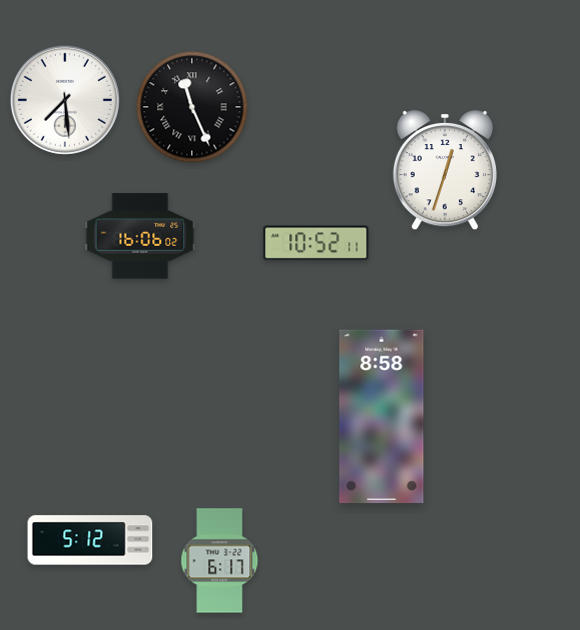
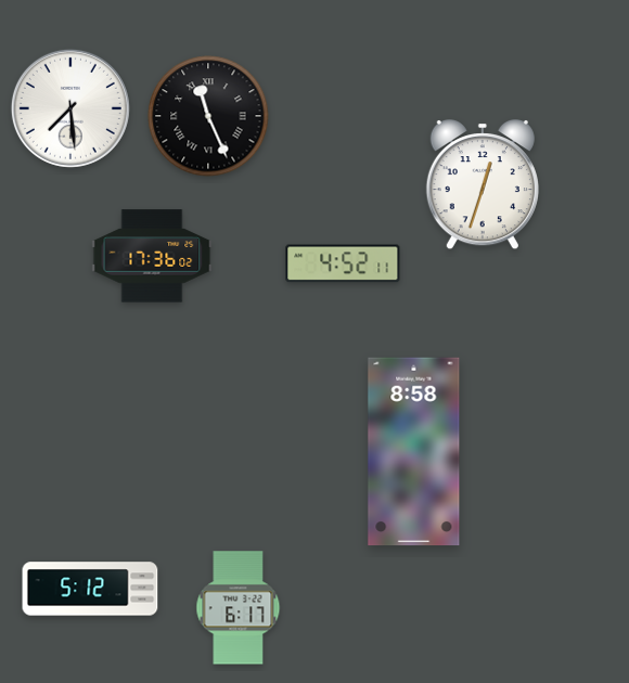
clock at (140, 236): 16:06 -> 17:36
clock at (316, 243): 10:52 -> 4:52
clock at (90, 540) position: (90, 540) -> (90, 589)
